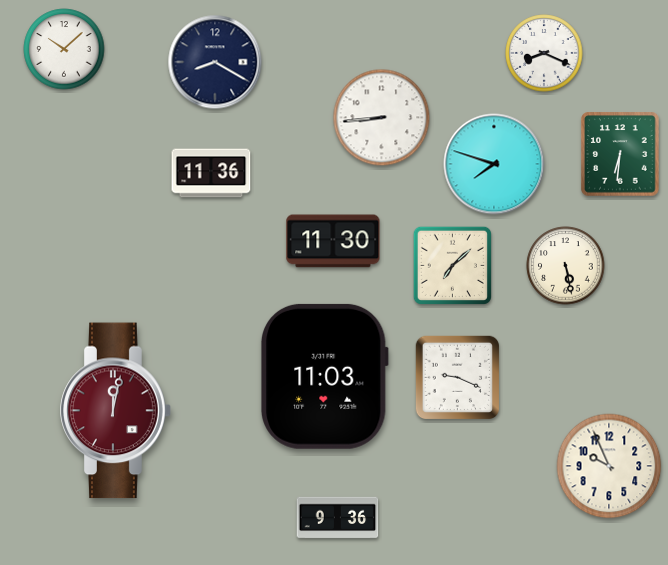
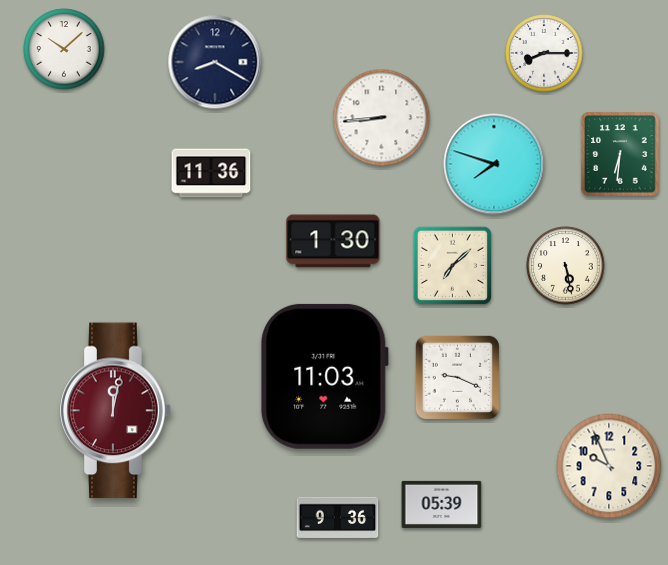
clock at (544, 53): 8:19 -> 8:15
clock at (333, 241): 11:30 -> 1:30
clock at (442, 504): none -> 05:39
